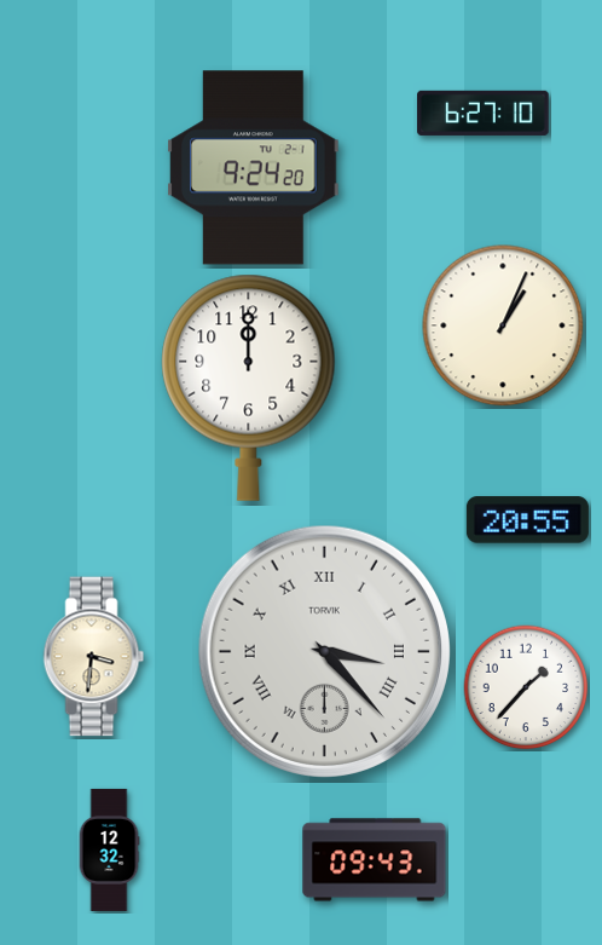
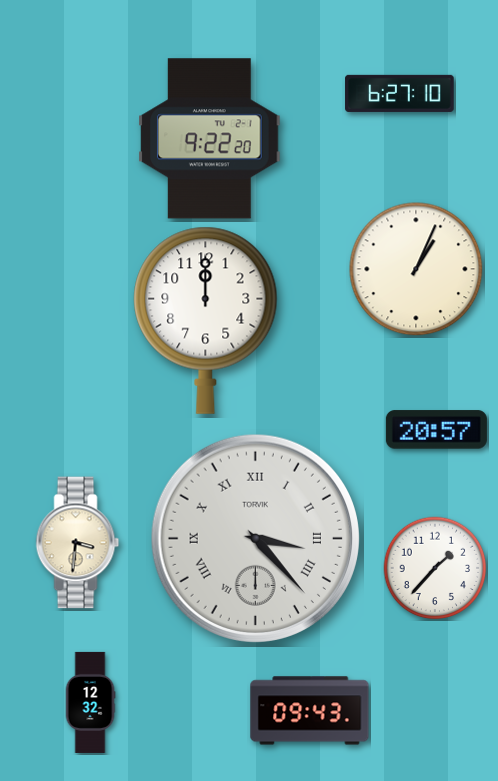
clock at (254, 168): 9:24 -> 9:22
clock at (527, 520): 20:55 -> 20:57
clock at (324, 651) position: (324, 651) -> (255, 538)
